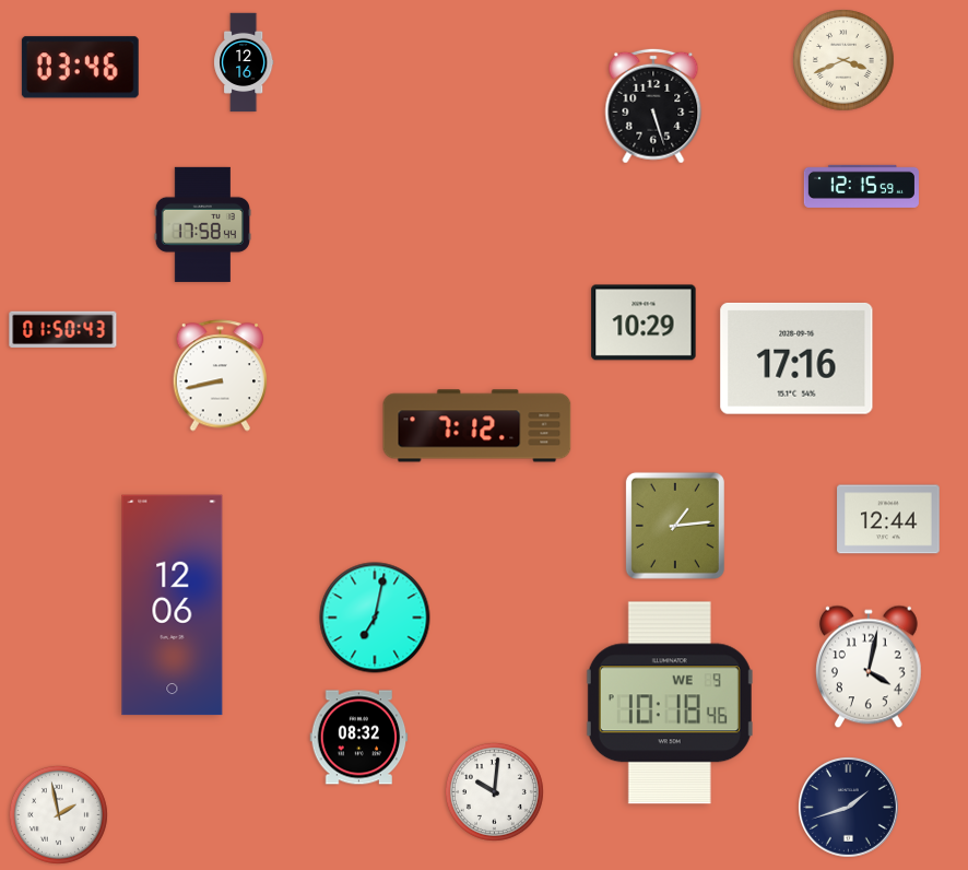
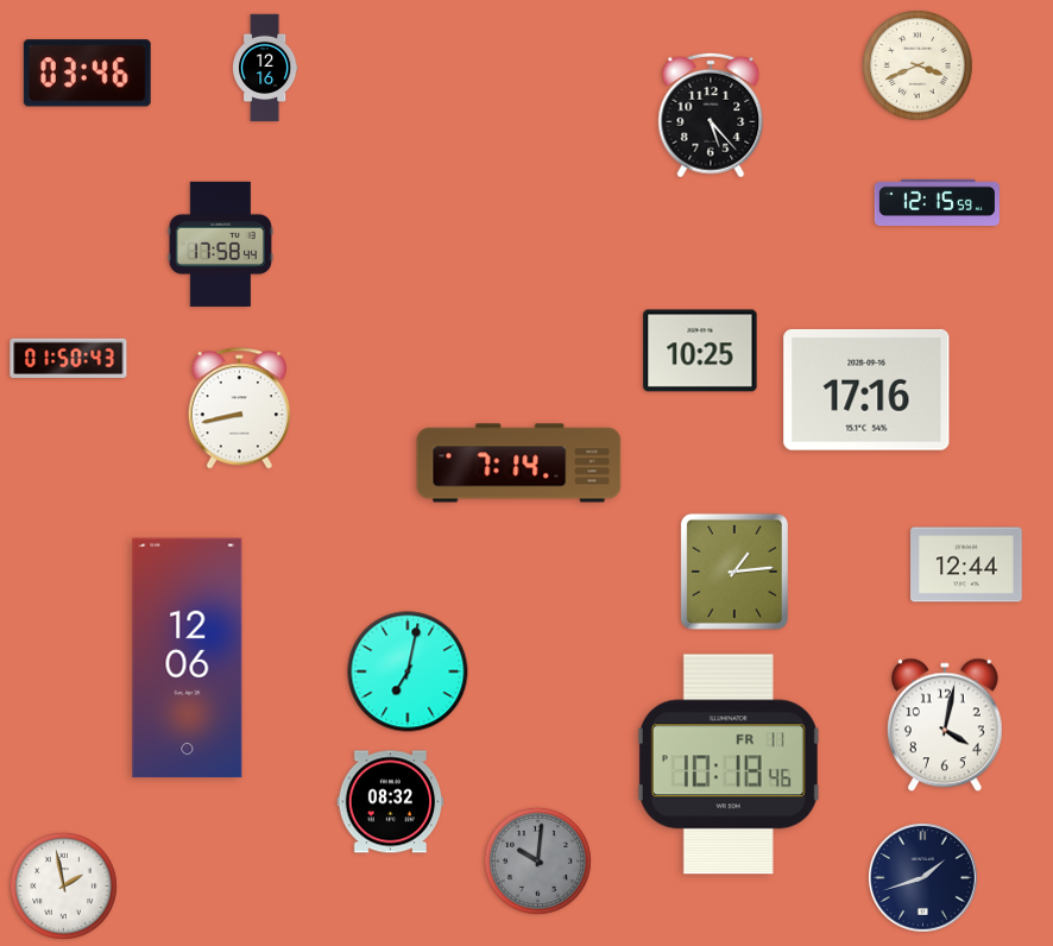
clock at (653, 106): 5:27 -> 5:23
clock at (644, 322): 10:29 -> 10:25
clock at (477, 426): 7:12 -> 7:14
clock at (670, 703) date: WE 9 -> FR 11
clock at (494, 791) dial: white -> grey
